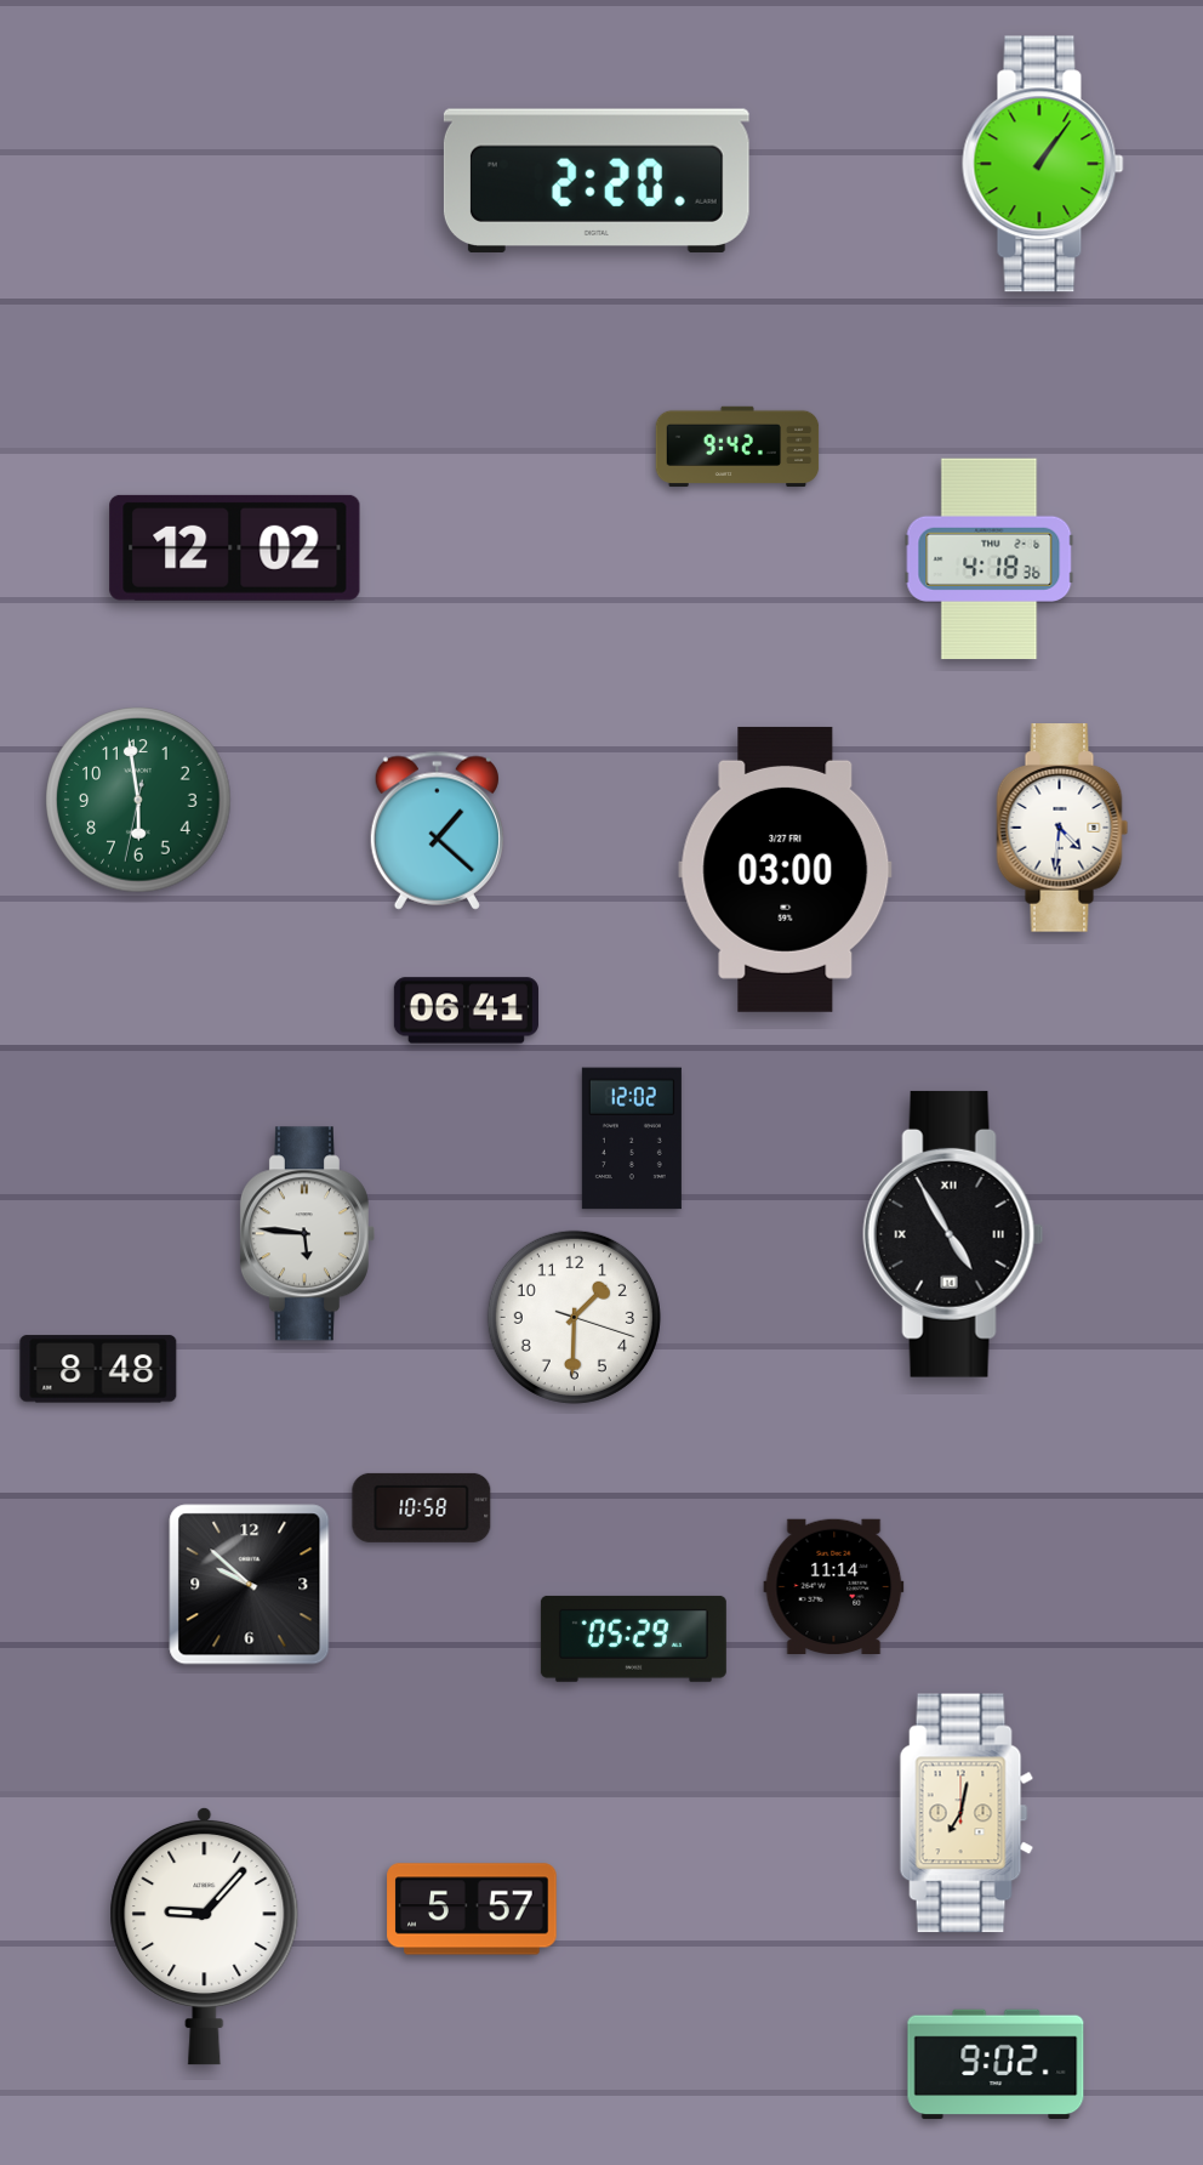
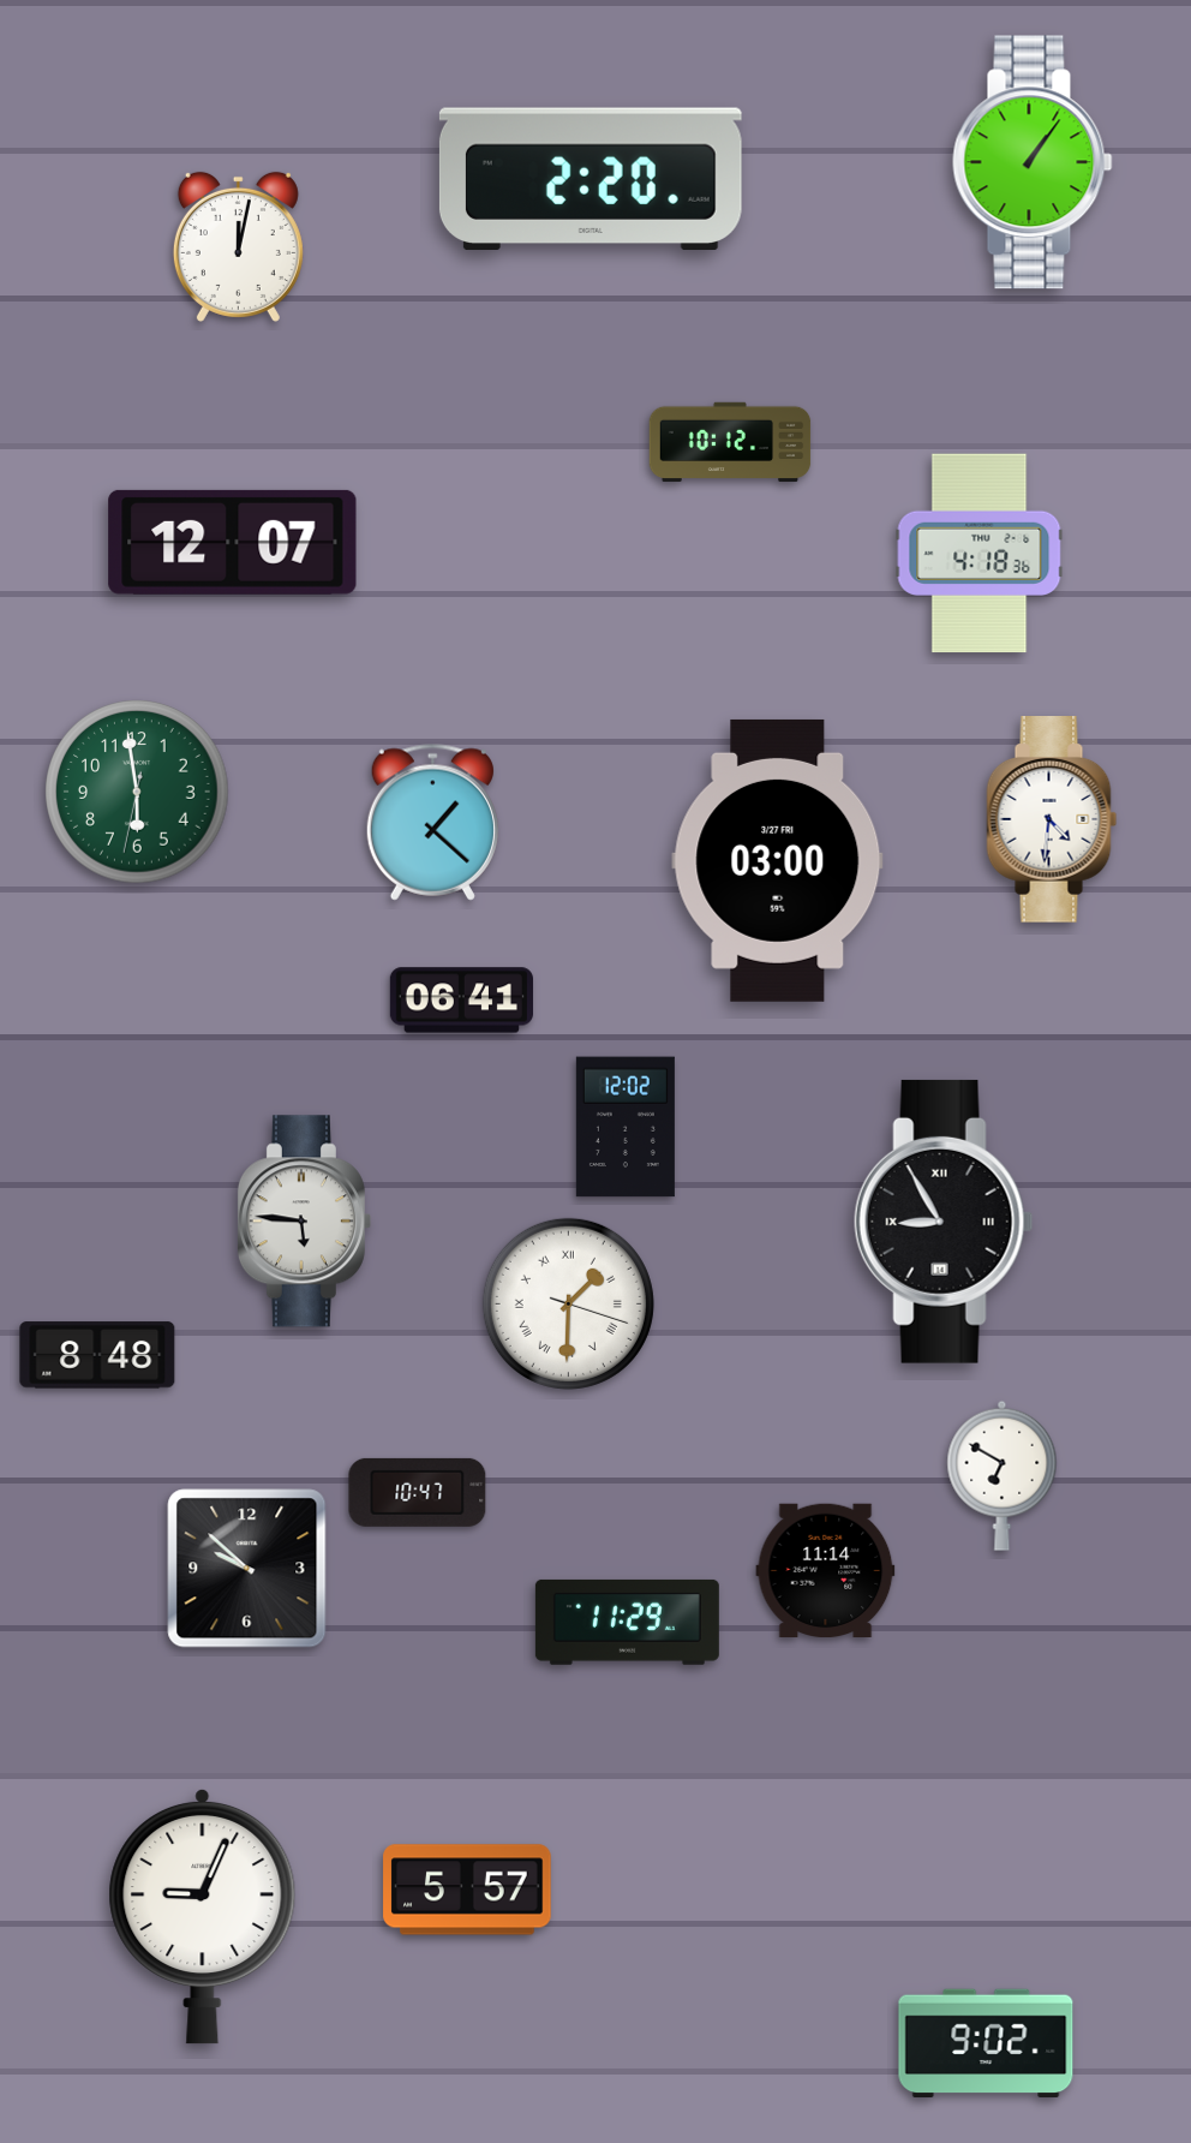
clock at (238, 246): none -> 12:02
clock at (737, 447): 9:42 -> 10:12
clock at (235, 547): 12:02 -> 12:07
clock at (953, 1234): 4:55 -> 8:55
clock at (574, 1317) numerals: Arabic -> Roman
clock at (1003, 1475): none -> 6:50
clock at (422, 1507): 10:58 -> 10:47
clock at (633, 1638): 05:29 -> 11:29
clock at (967, 1813): 7:02 -> none
clock at (205, 1936): 9:07 -> 9:04
